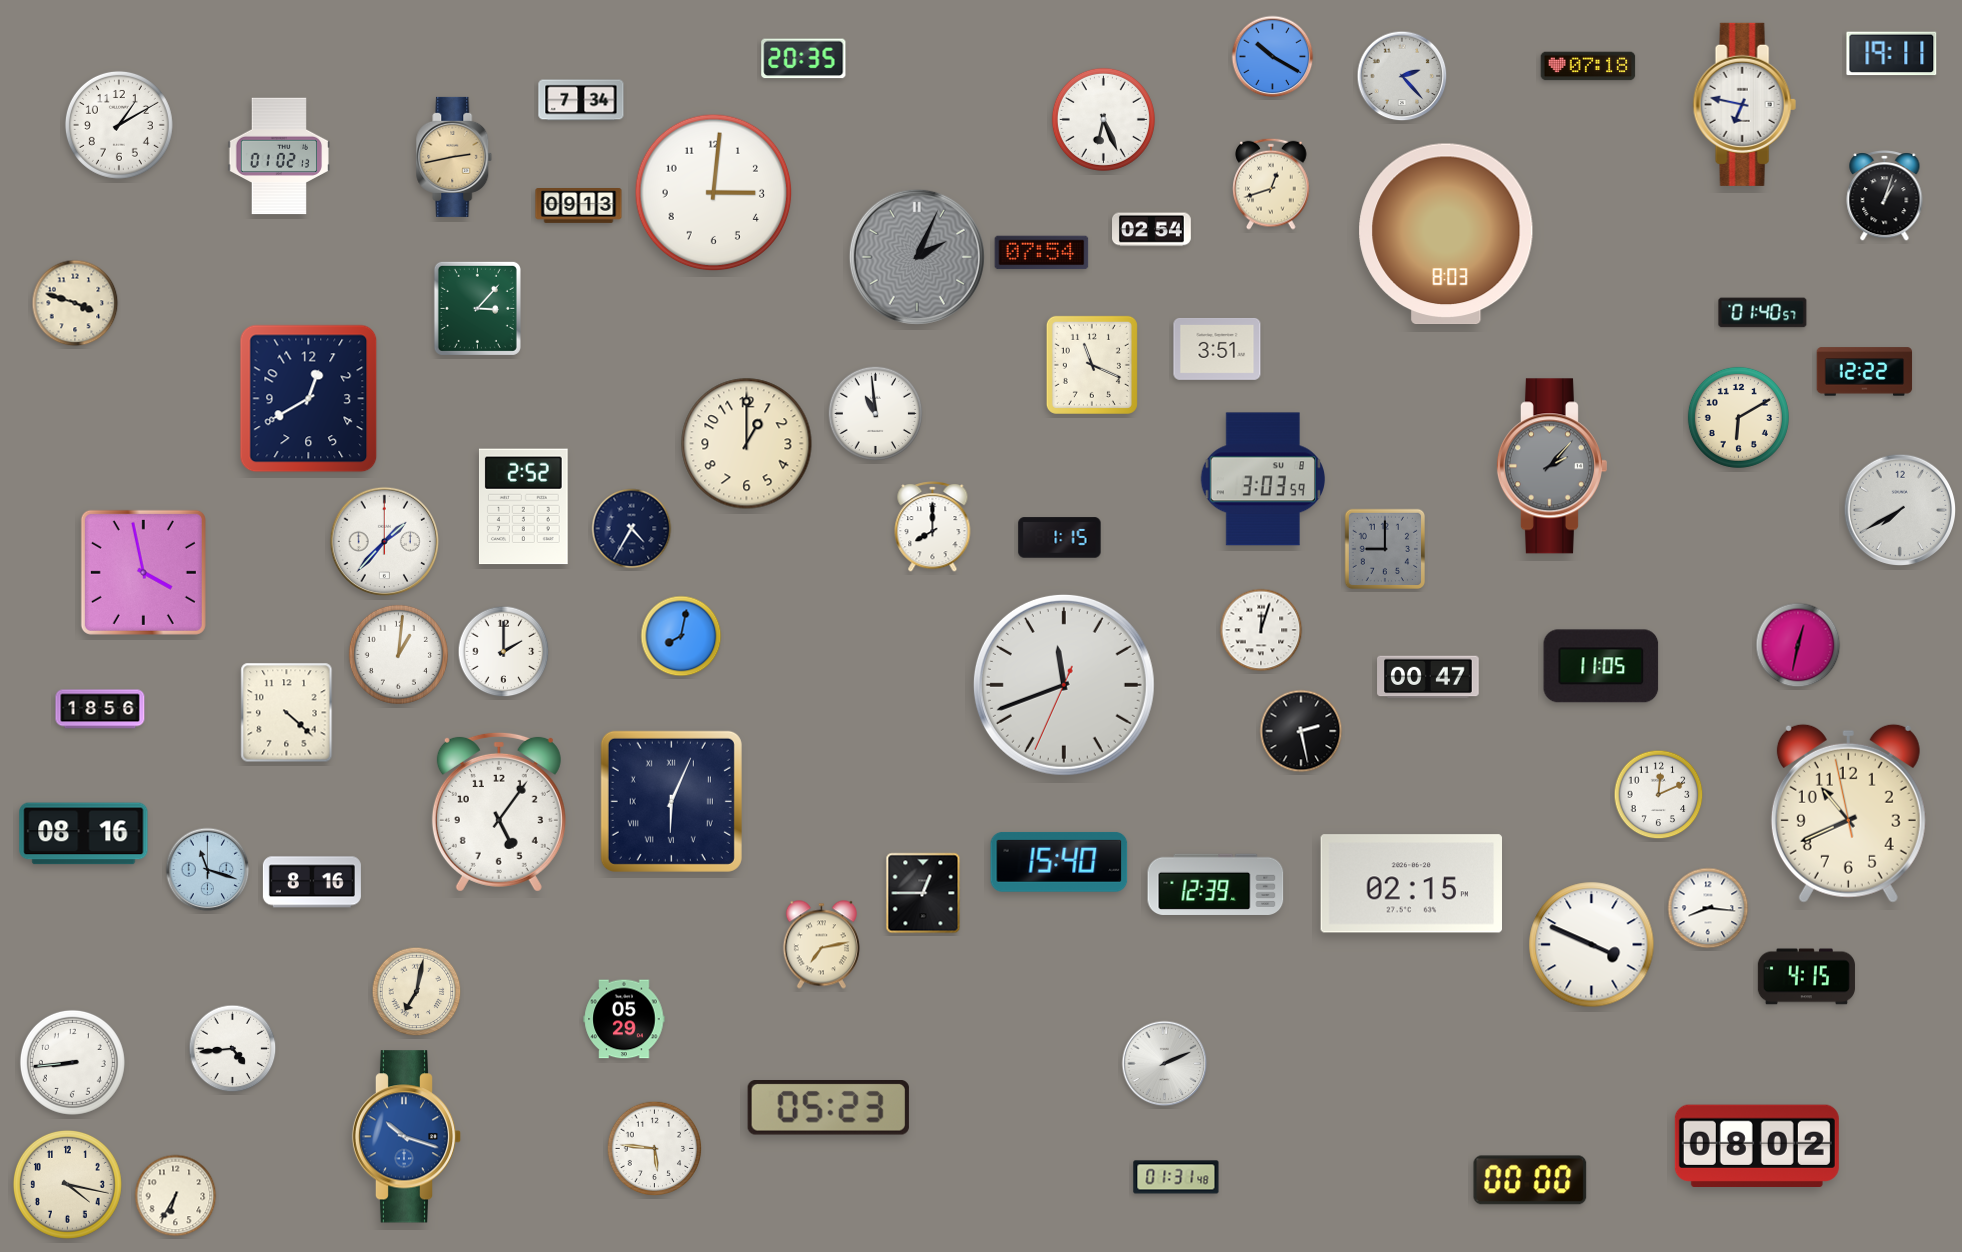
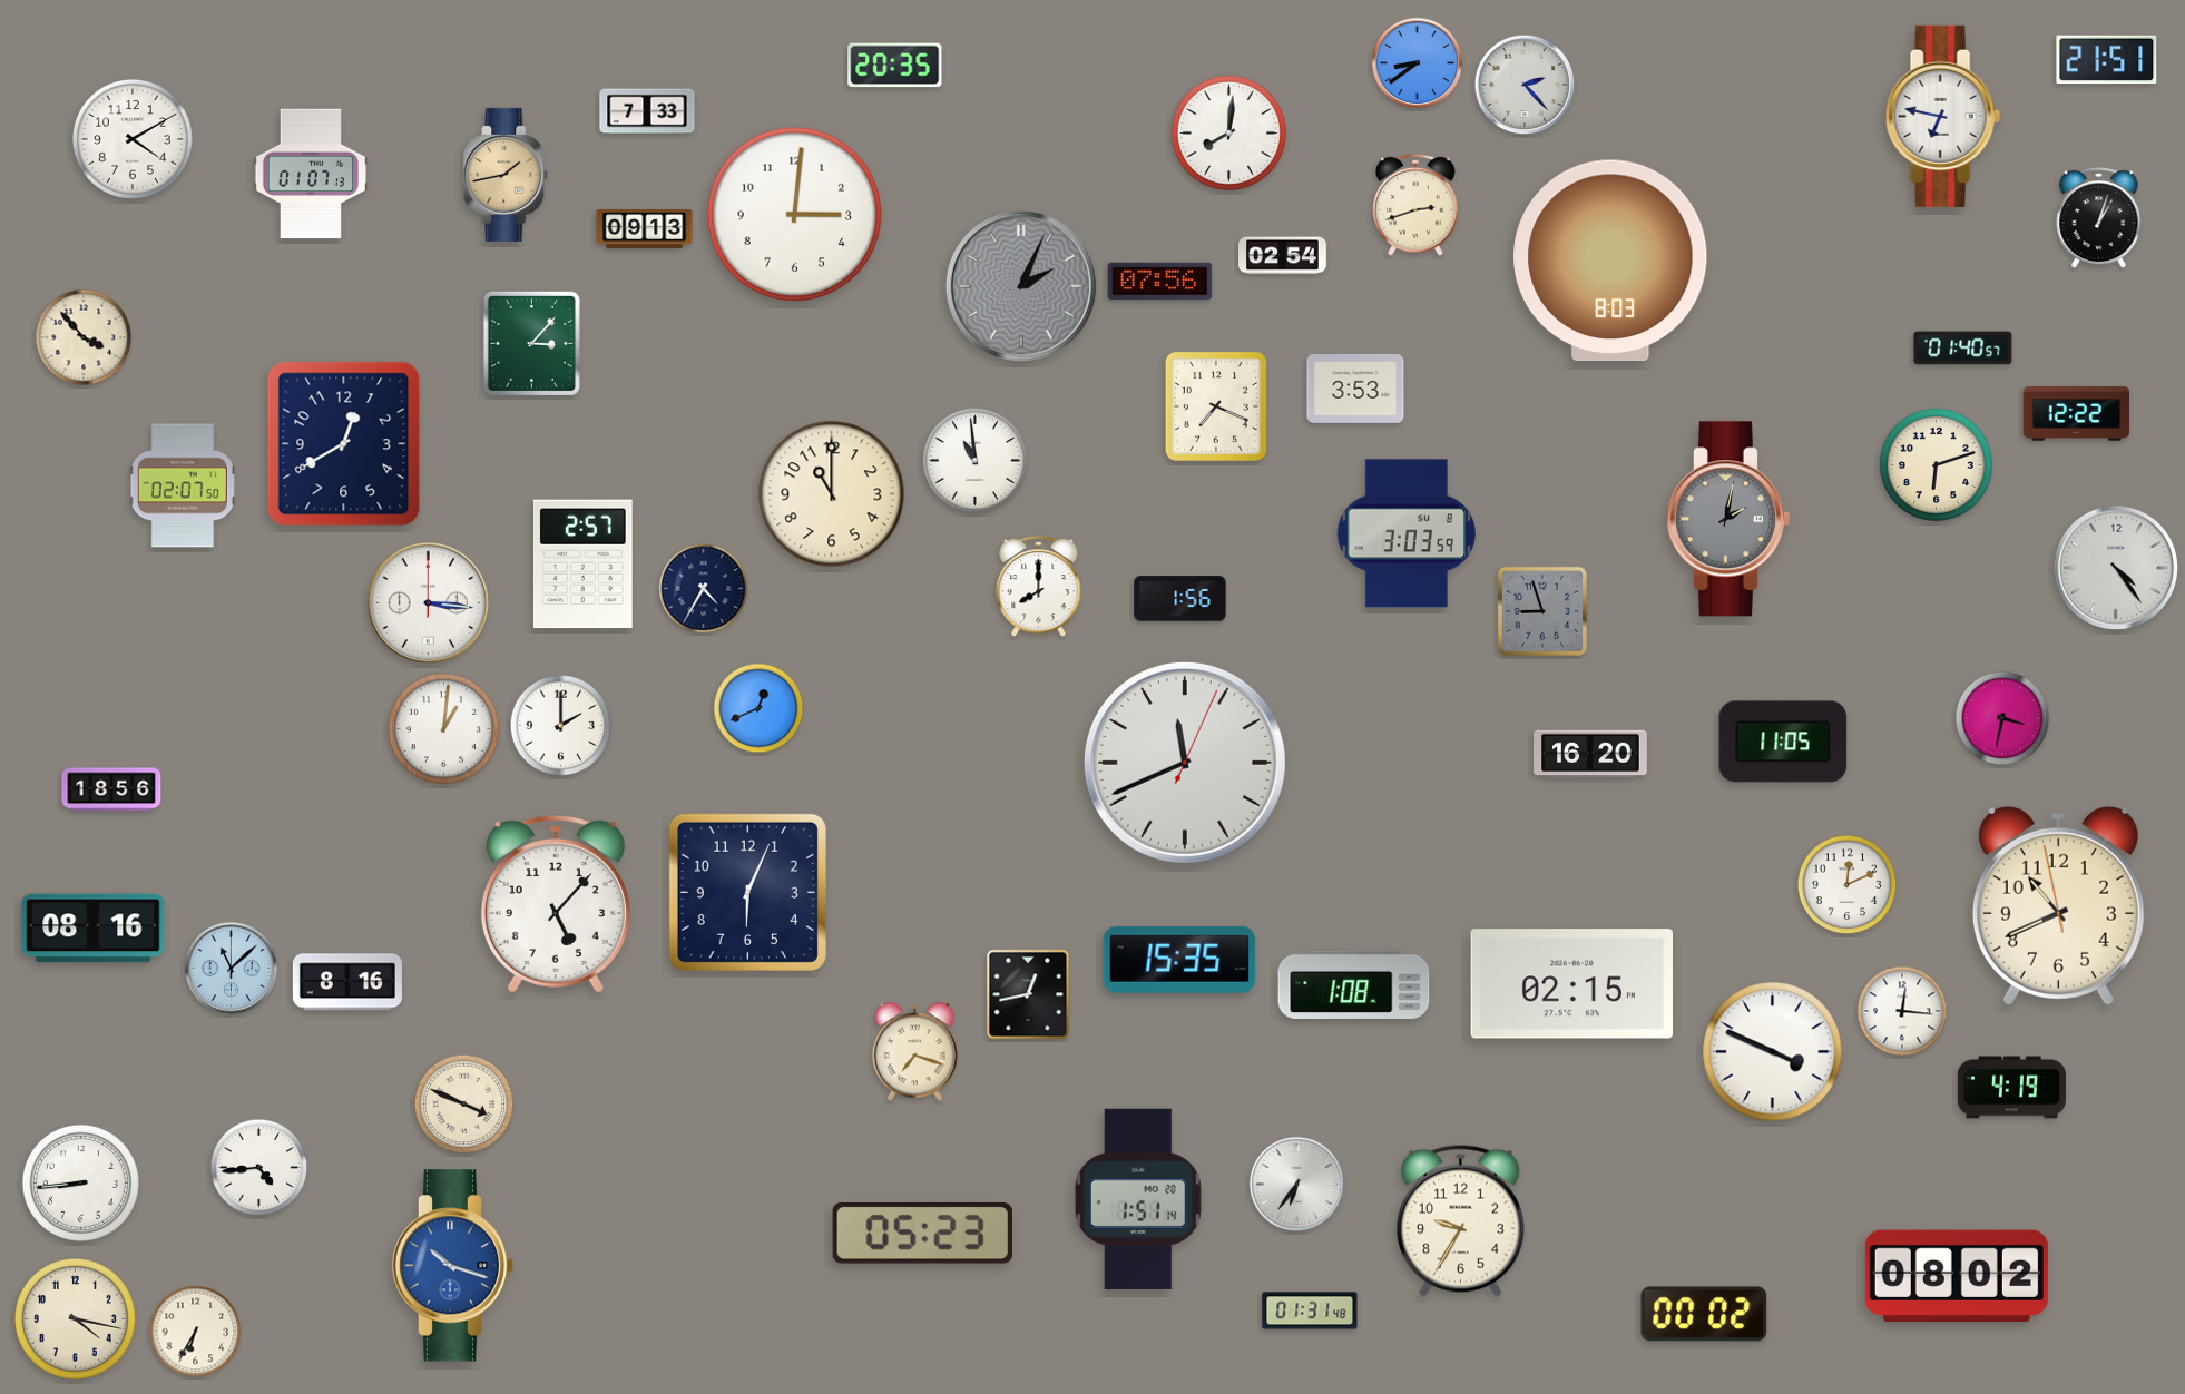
clock at (1892, 54): 19:11 -> 21:51
clock at (1273, 57): 10:20 -> 8:39
clock at (1588, 66): 07:18 -> none
clock at (1402, 76) position: (1402, 76) -> (1525, 85)
clock at (581, 100): 7:34 -> 7:33
clock at (1103, 119): 6:26 -> 8:01
clock at (119, 125): 1:10 -> 4:10
clock at (278, 156): 01:02 -> 01:07
clock at (454, 157): 2:43 -> 1:43
clock at (1271, 184): 12:42 -> 2:42
clock at (1042, 253): 07:54 -> 07:56
clock at (75, 303): 3:48 -> 3:53
clock at (1217, 349): 3:51 -> 3:53
clock at (1092, 365): 11:19 -> 7:19
clock at (1738, 417): 6:10 -> 6:12
clock at (183, 485): none -> 02:07
clock at (747, 444): 1:00 -> 11:00
clock at (1551, 466): 2:07 -> 2:02
clock at (523, 507): 2:52 -> 2:57
clock at (1899, 509): 7:40 -> 4:24
clock at (1060, 538): 1:15 -> 1:56
clock at (385, 542): 1:37 -> 3:16
clock at (1384, 548): 9:00 -> 8:57
clock at (143, 572): 3:58 -> none
clock at (1261, 630): 12:03 -> none
clock at (681, 636): 8:02 -> 12:41
clock at (1798, 645): 12:32 -> 3:32
clock at (1428, 677): 00:47 -> 16:20
clock at (1064, 685): 11:41:34 -> 11:41:04
clock at (287, 713): 4:22 -> none
clock at (1301, 731): 2:28 -> none
clock at (671, 801) numerals: Roman -> Arabic
clock at (499, 812): 5:06 -> 5:07
clock at (1059, 862): 15:40 -> 15:35
clock at (208, 870): 11:18 -> 11:08
clock at (1216, 884): 12:39 -> 1:08
clock at (923, 893): 12:45 -> 12:43
clock at (1708, 908): 8:16 -> 12:16
clock at (821, 945): 7:13 -> 7:18
clock at (1806, 977): 4:15 -> 4:19
clock at (417, 992): 7:02 -> 3:49
clock at (624, 1019): 05:29 -> none
clock at (1165, 1064): 2:11 -> 6:36
clock at (1139, 1199): none -> 1:51
clock at (1460, 1220): none -> 9:35
clock at (655, 1149): 5:46 -> none
clock at (1530, 1180): 00:00 -> 00:02
